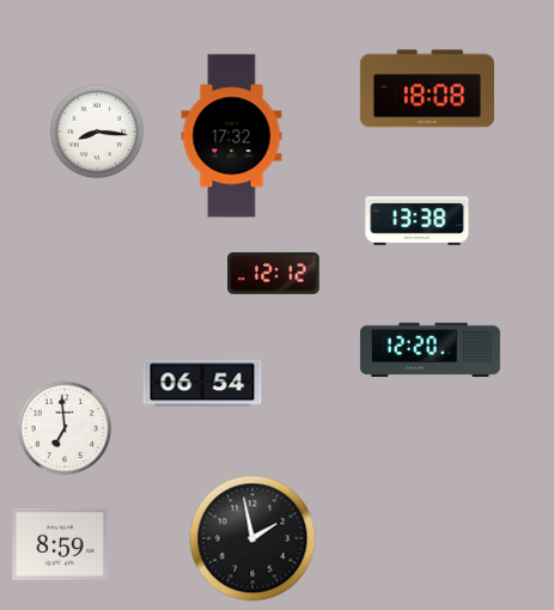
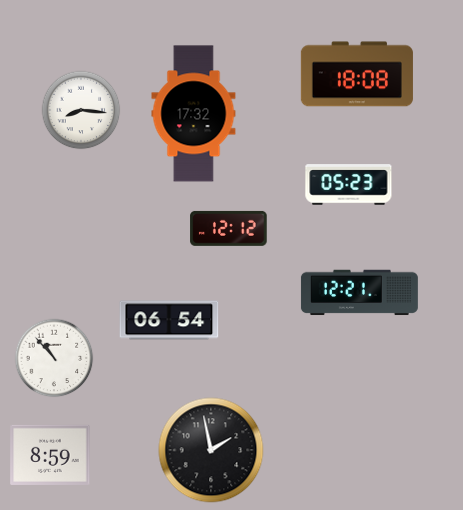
clock at (418, 221): 13:38 -> 05:23
clock at (430, 350): 12:20 -> 12:21
clock at (65, 428): 6:59 -> 10:53
